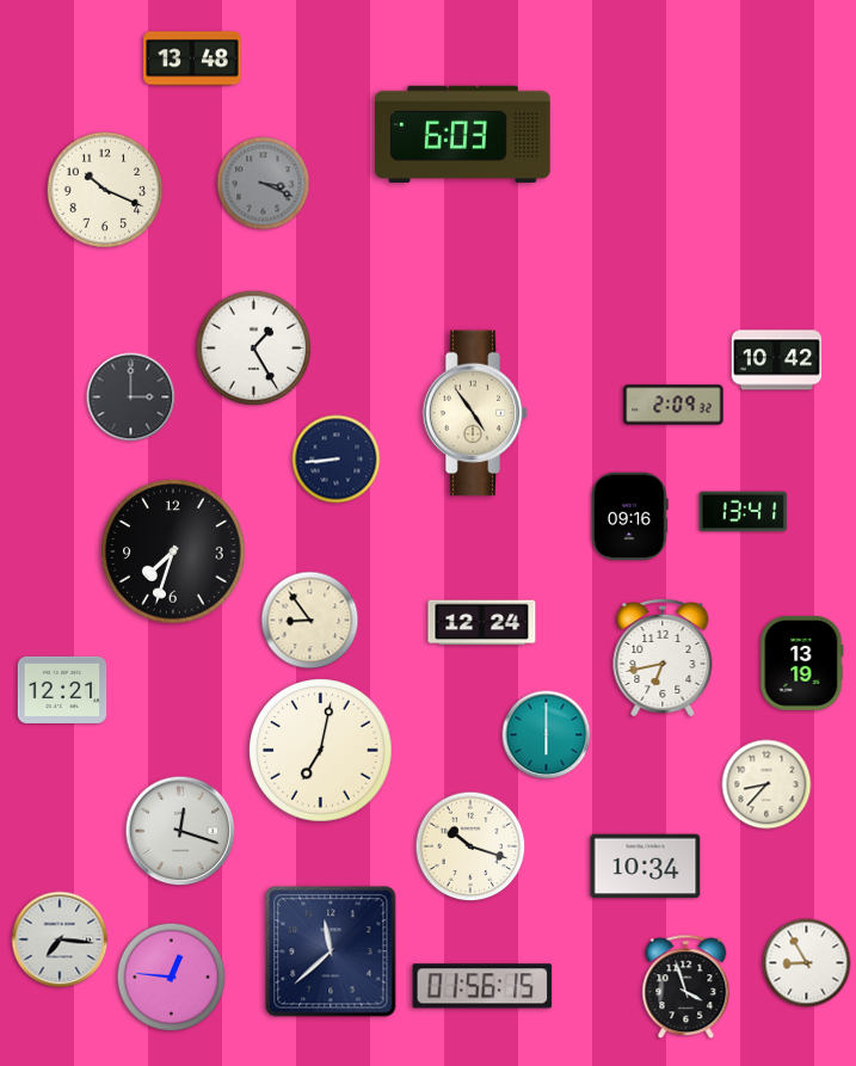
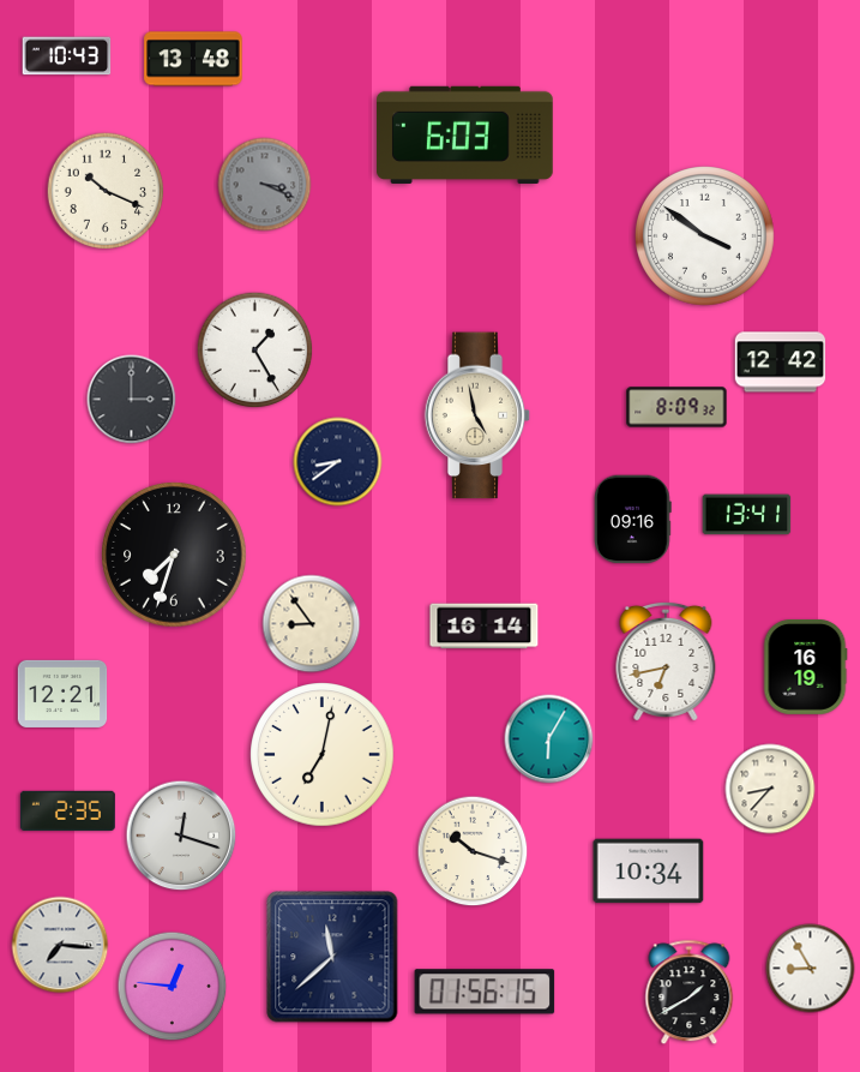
clock at (67, 56): none -> 10:43
clock at (705, 236): none -> 3:51
clock at (777, 361): 10:42 -> 12:42
clock at (673, 405): 2:09 -> 8:09
clock at (475, 413): 4:54 -> 4:58
clock at (337, 460): 8:44 -> 8:39
clock at (482, 623): 12:24 -> 16:14
clock at (802, 663): 13:19 -> 16:19
clock at (547, 735): 6:00 -> 6:05
clock at (67, 810): none -> 2:35
clock at (172, 978) position: (172, 978) -> (173, 987)
clock at (686, 987): 3:57 -> 1:40
